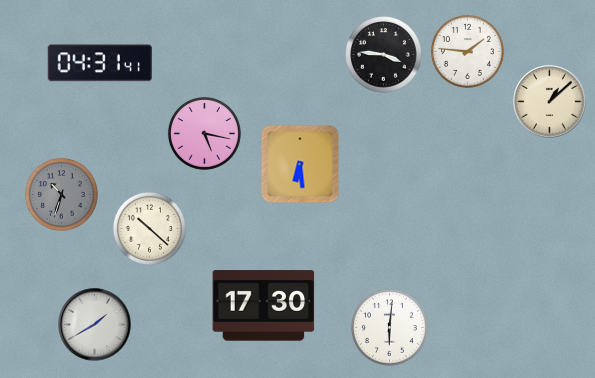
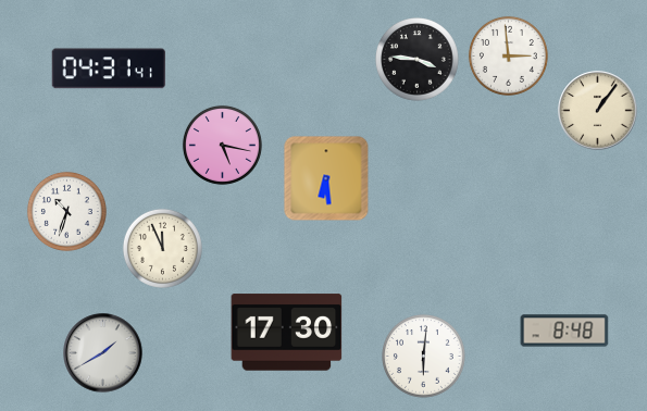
clock at (467, 51): 1:46 -> 2:59
clock at (550, 102): 1:08 -> 1:06
clock at (61, 194) dial: grey -> white
clock at (149, 228): 10:22 -> 11:56
clock at (564, 331): none -> 8:48
